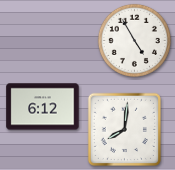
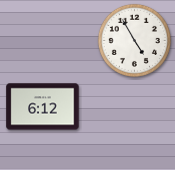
clock at (124, 129): 8:01 -> none
